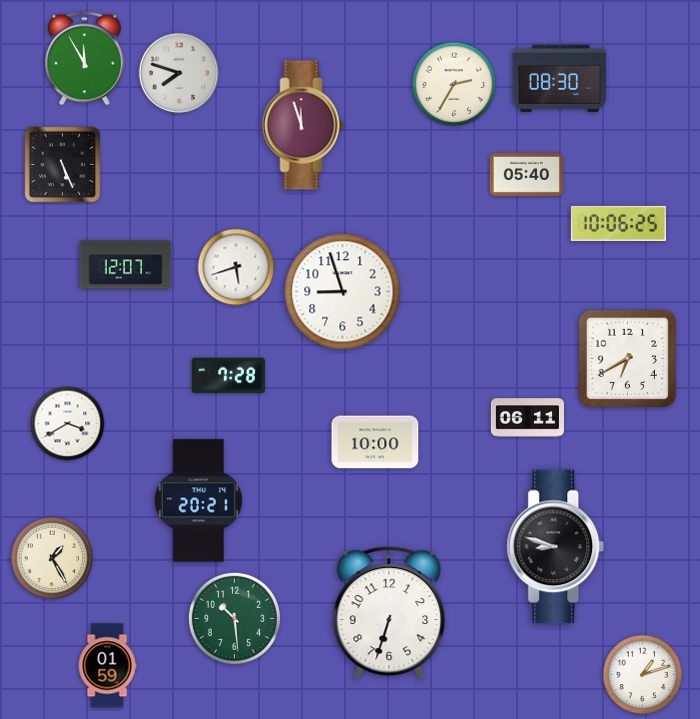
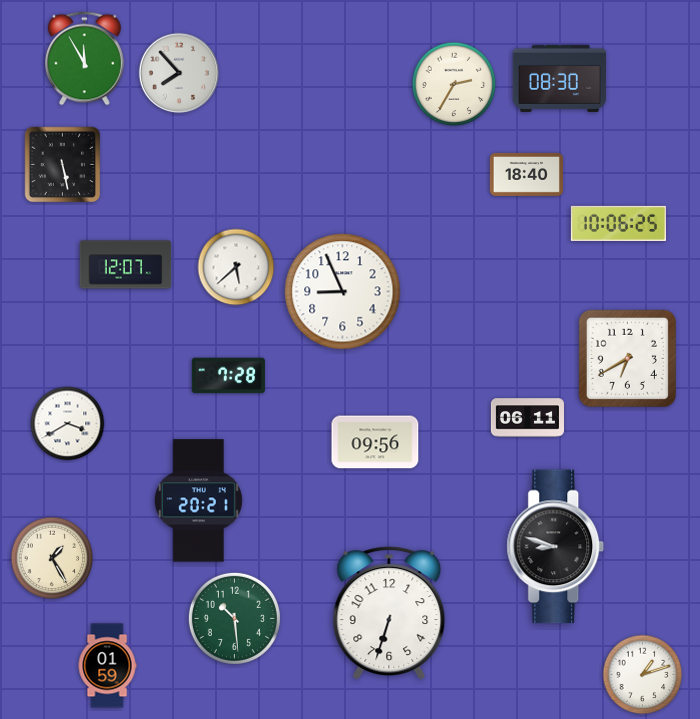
clock at (179, 73): 7:48 -> 7:53
clock at (303, 125): 11:57 -> none
clock at (63, 165): 5:26 -> 5:28
clock at (526, 174): 05:40 -> 18:40
clock at (236, 267): 5:42 -> 5:38
clock at (343, 292): 8:57 -> 8:56
clock at (375, 442): 10:00 -> 09:56
